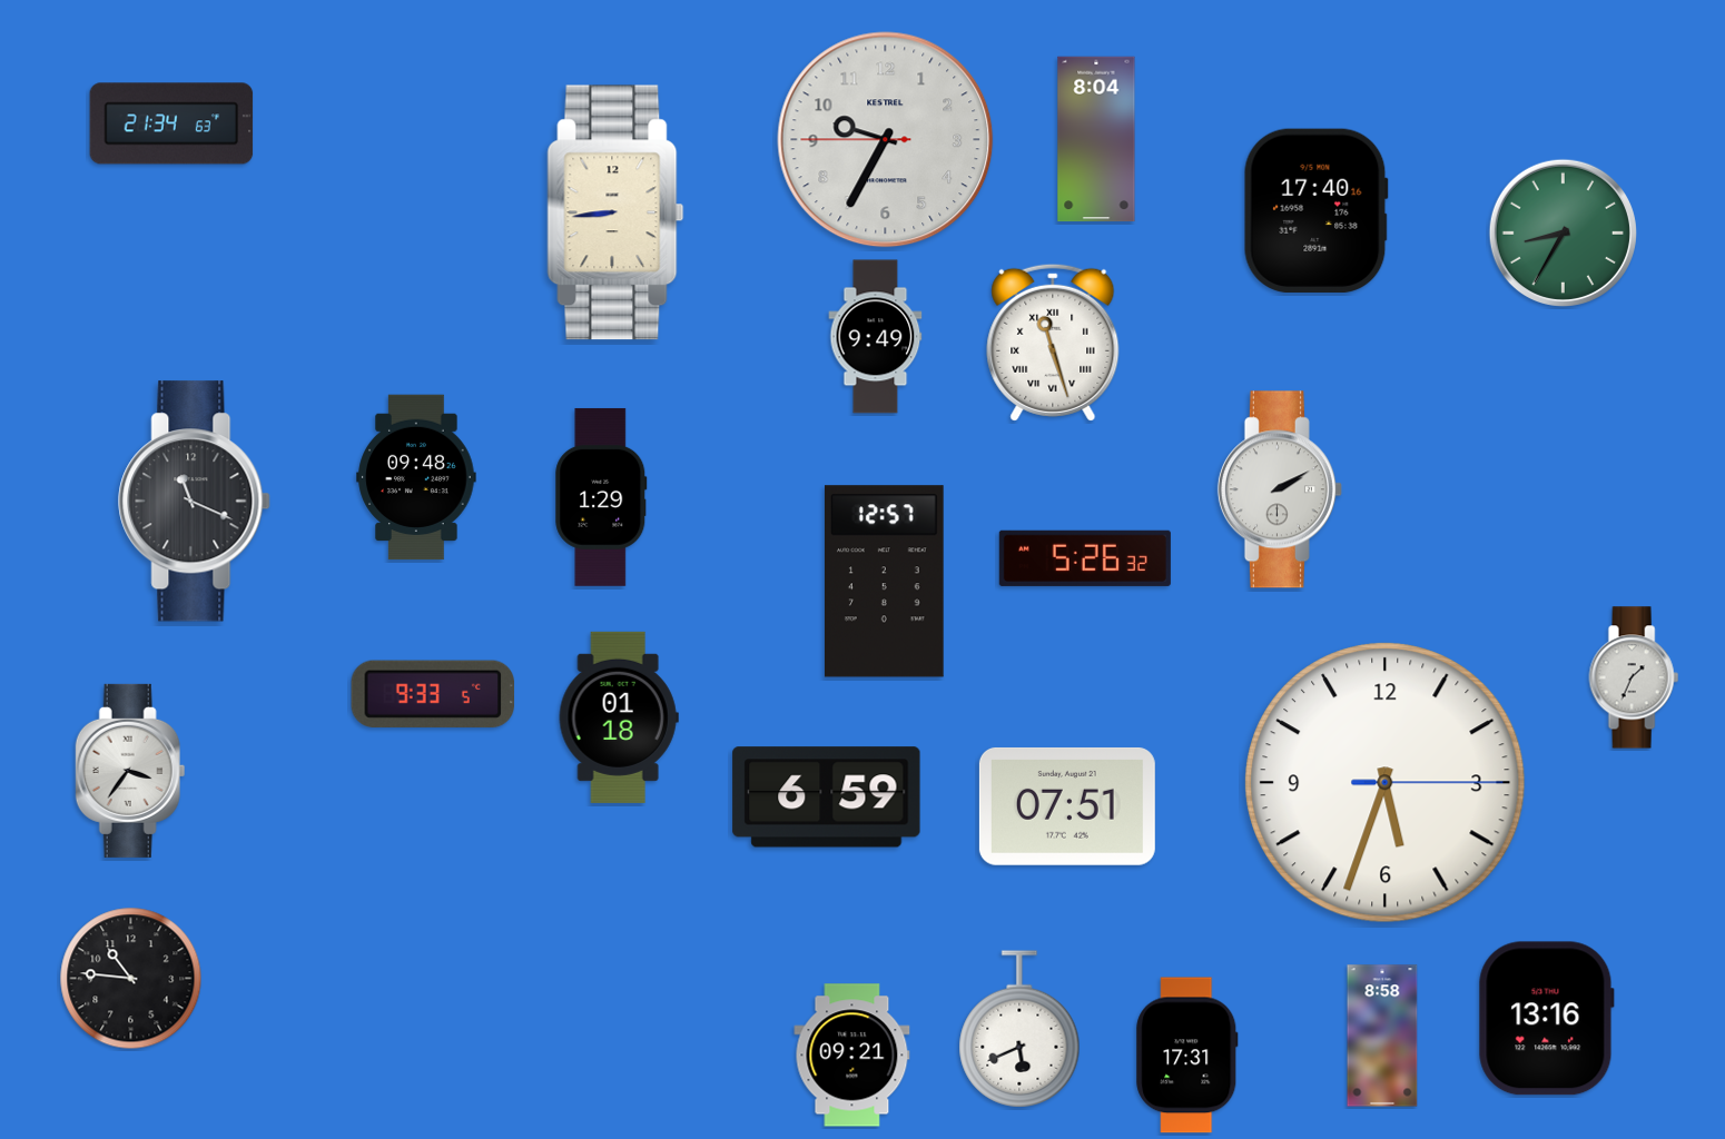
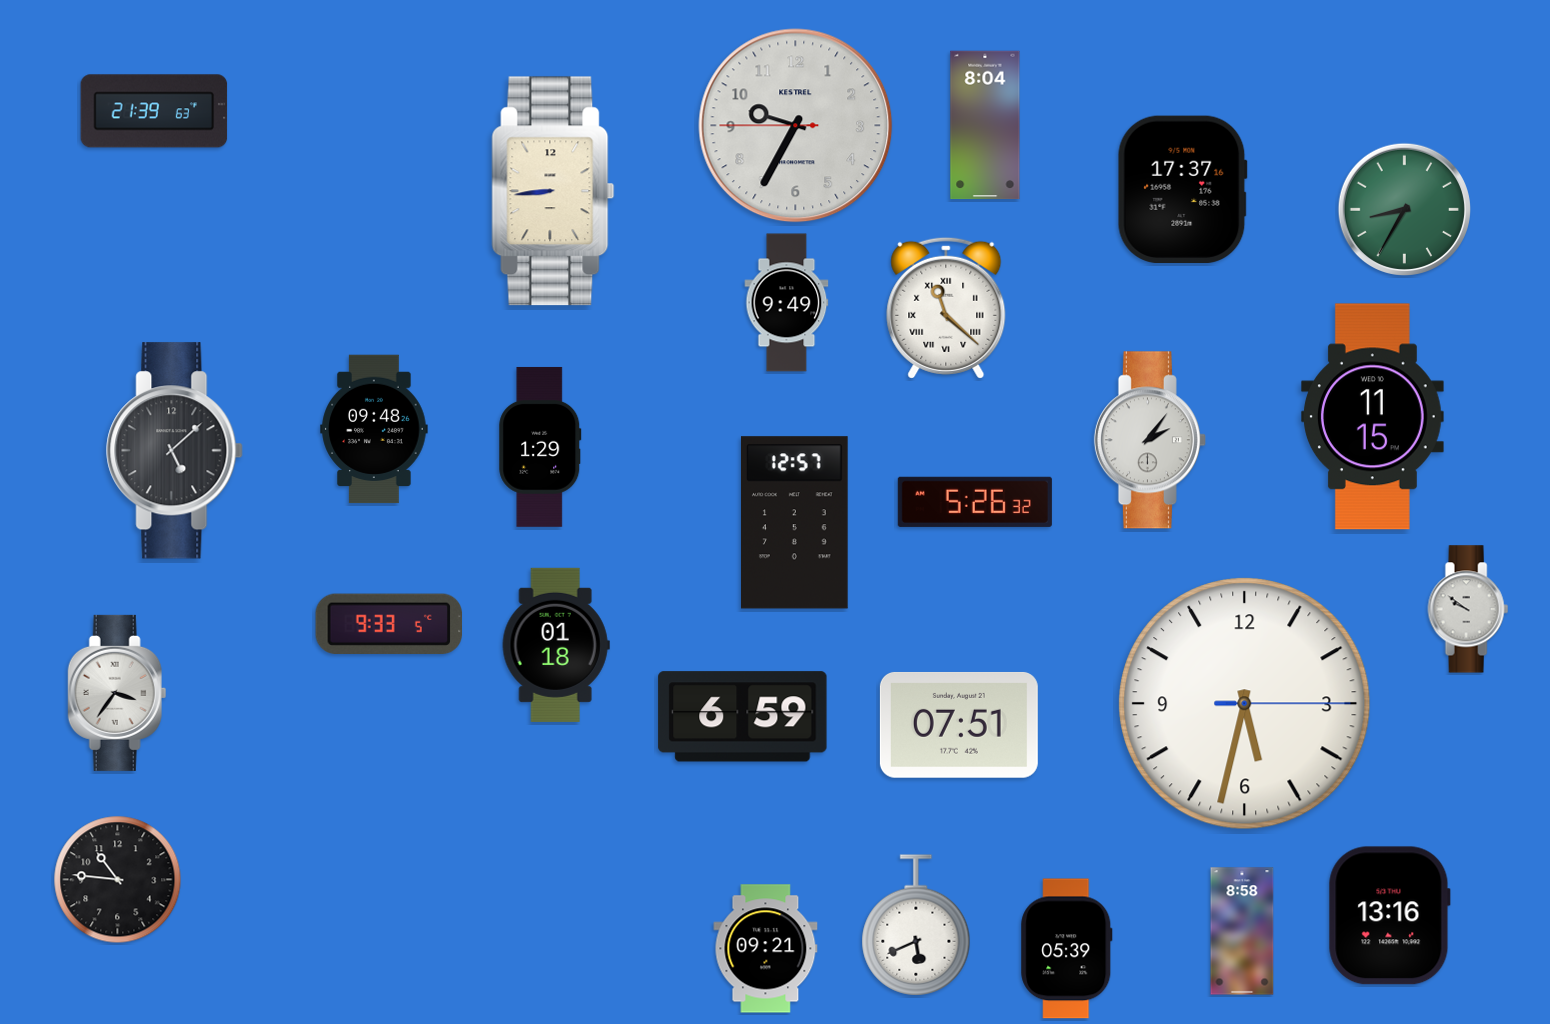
clock at (171, 123): 21:34 -> 21:39
clock at (1315, 210): 17:40 -> 17:37
clock at (1053, 343): 11:27 -> 11:22
clock at (1373, 417): none -> 11:15
clock at (1280, 489): 2:10 -> 2:06
clock at (195, 502): 11:19 -> 5:08
clock at (1634, 677): 1:34 -> 9:51
clock at (1386, 783): 5:33 -> 5:32
clock at (1187, 1056): 17:31 -> 05:39
